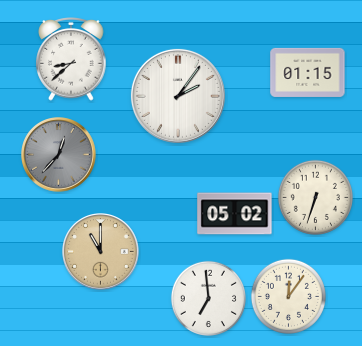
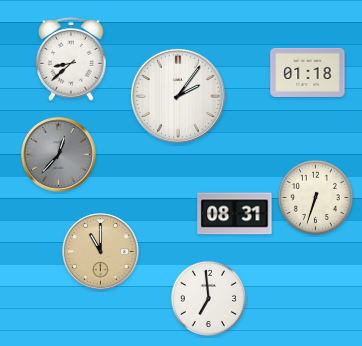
clock at (308, 72): 01:15 -> 01:18
clock at (235, 214): 05:02 -> 08:31
clock at (288, 296): 12:06 -> none
